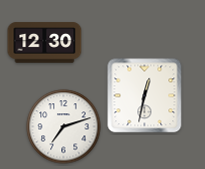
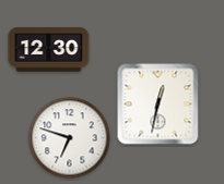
clock at (45, 43) position: (45, 43) -> (49, 50)
clock at (64, 127): 7:12 -> 6:48
